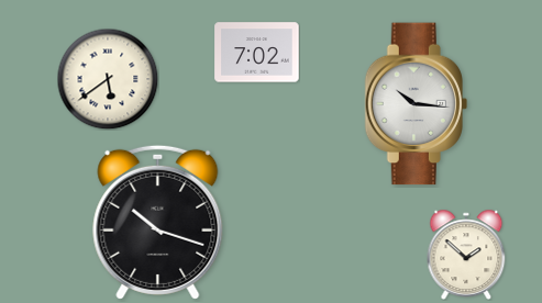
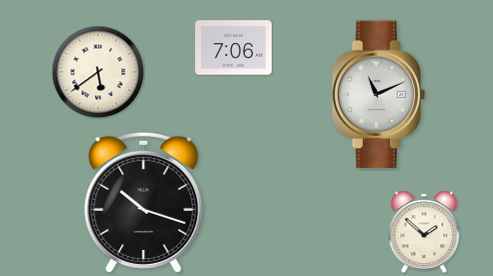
clock at (257, 53): 7:02 -> 7:06
clock at (416, 104): 10:16 -> 11:11
